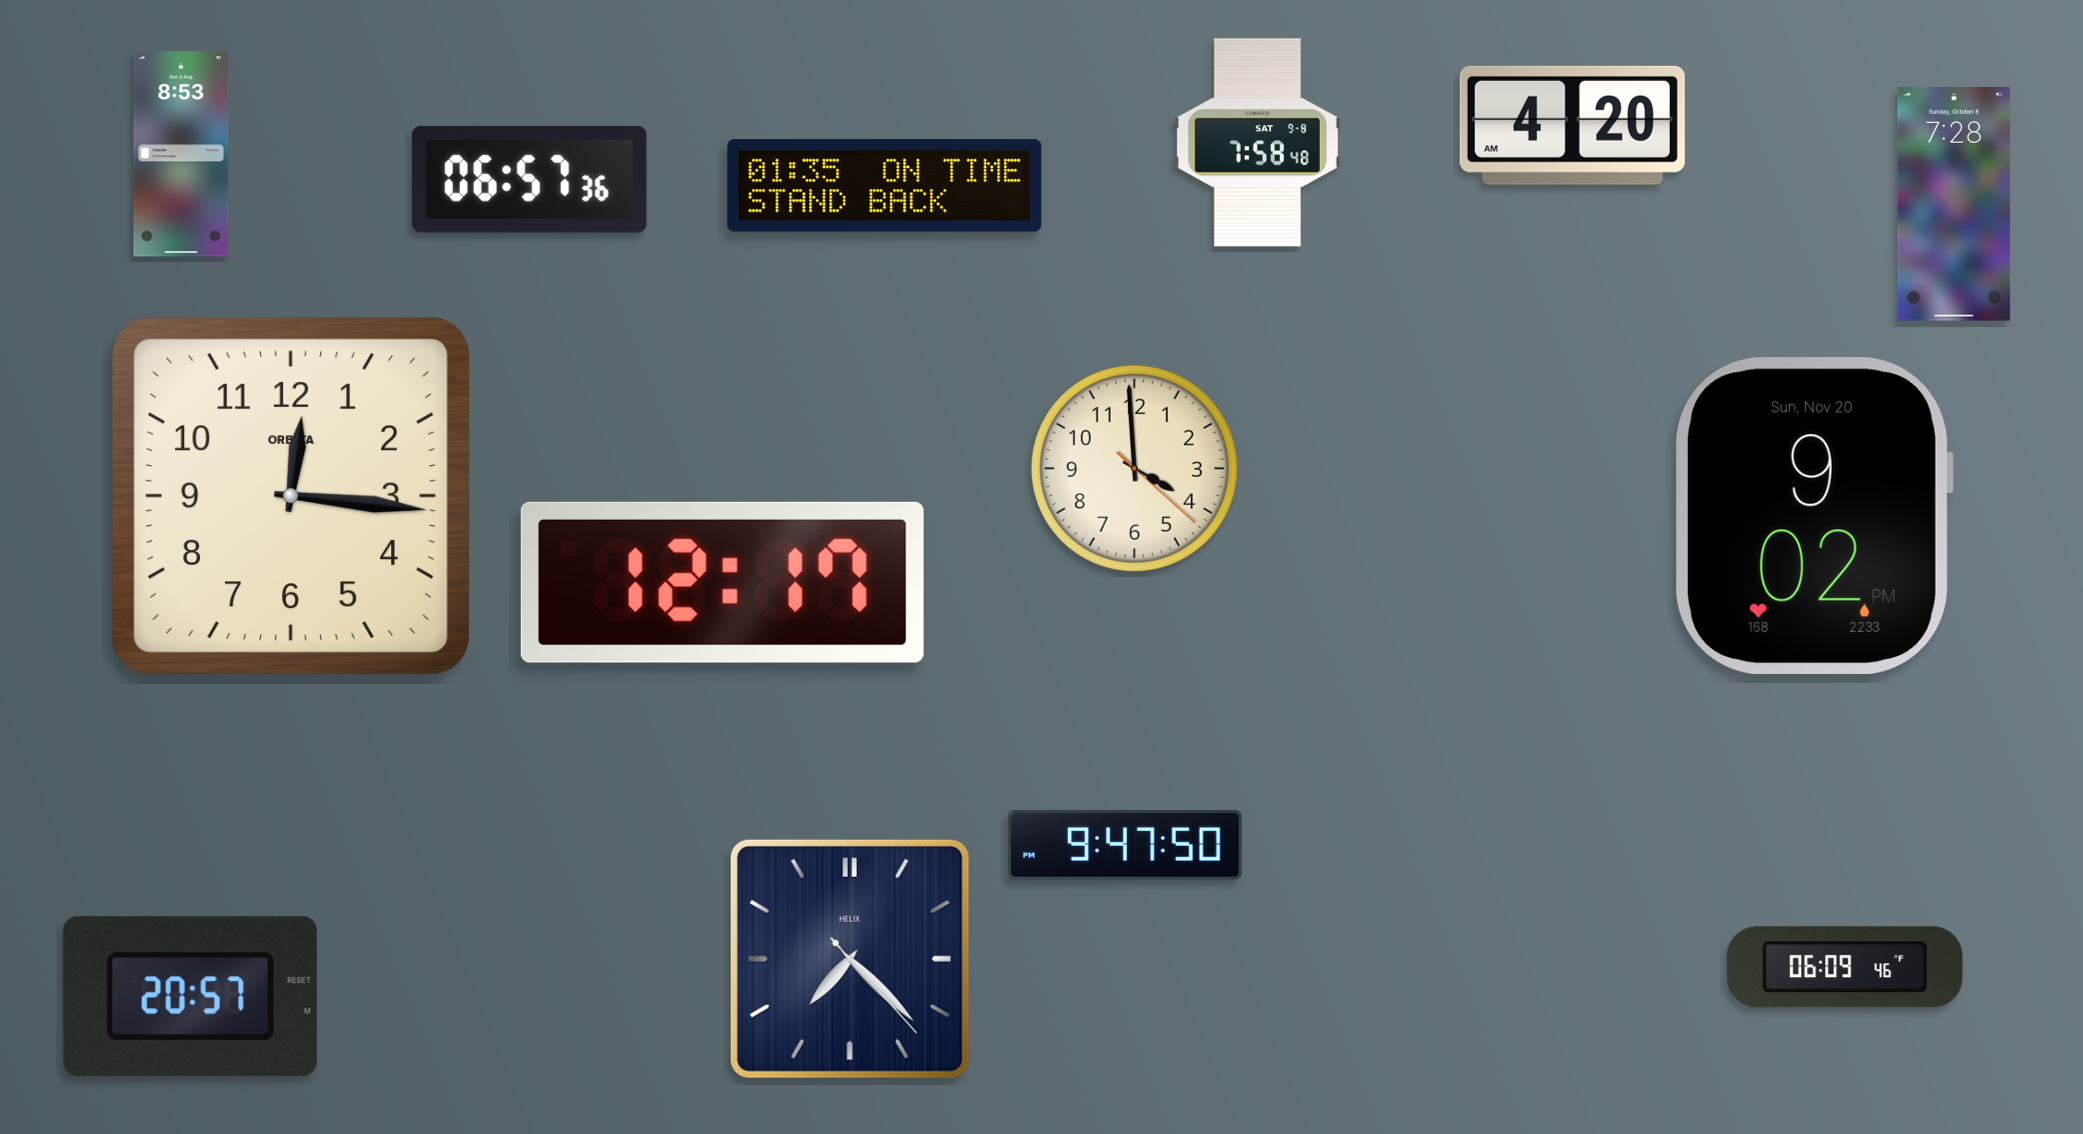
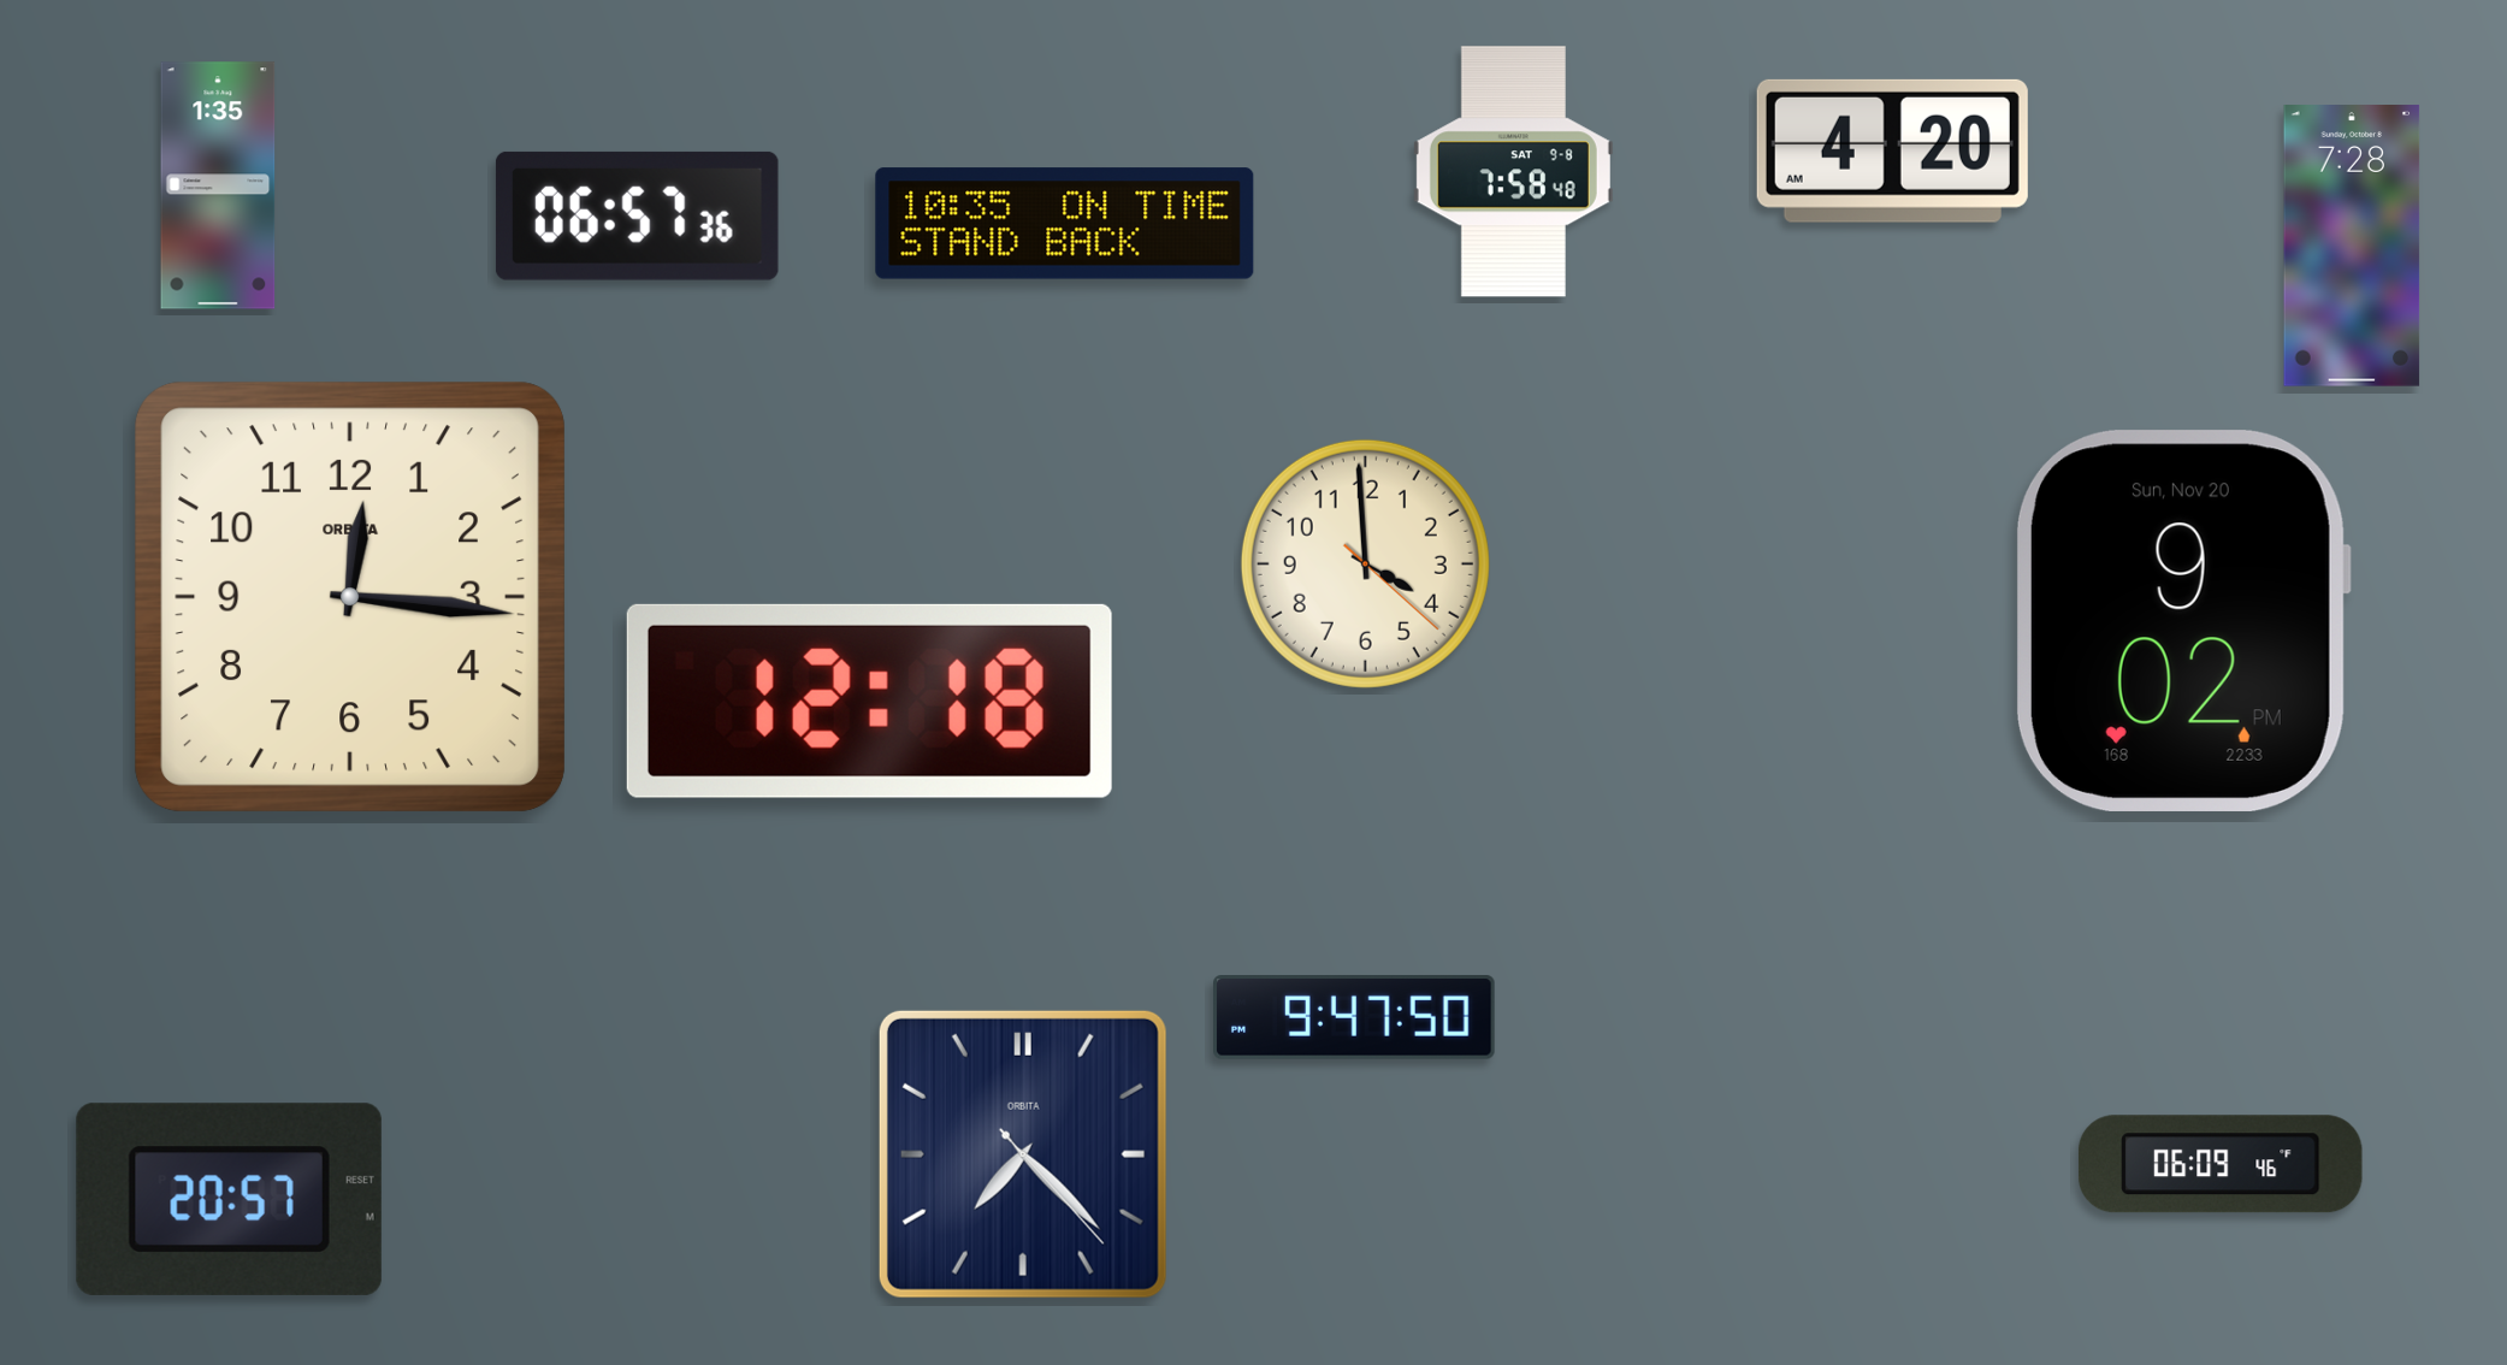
clock at (181, 154): 8:53 -> 1:35
clock at (885, 186): 01:35 -> 10:35
clock at (722, 582): 12:17 -> 12:18
clock at (850, 959) brand: HELIX -> ORBITA
